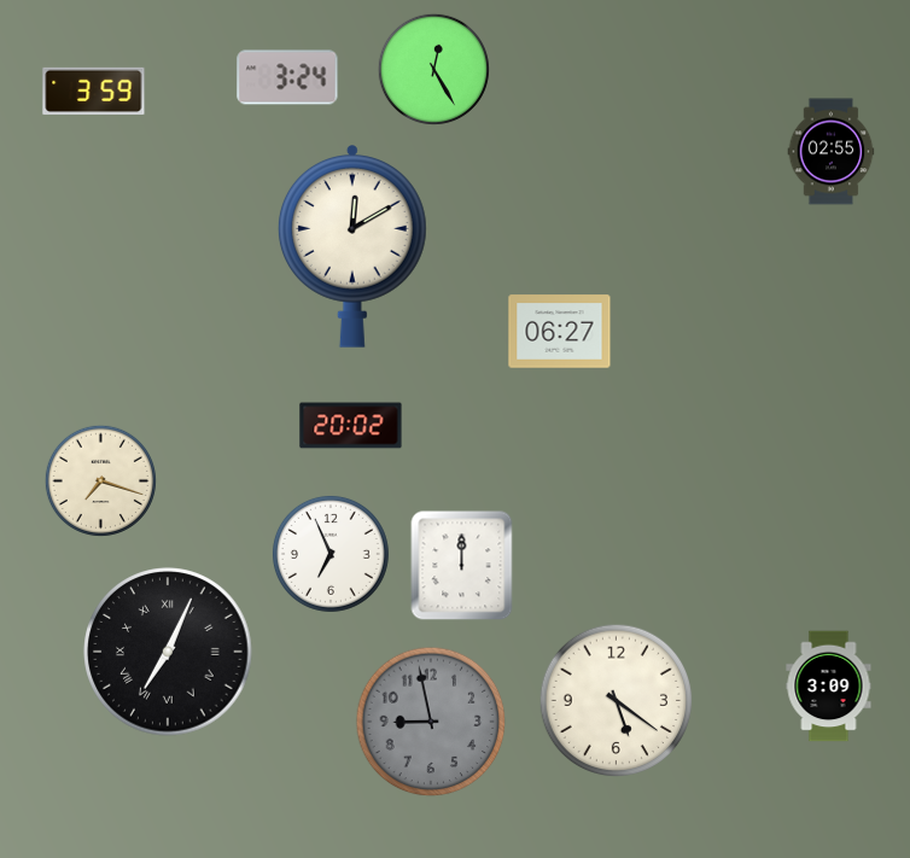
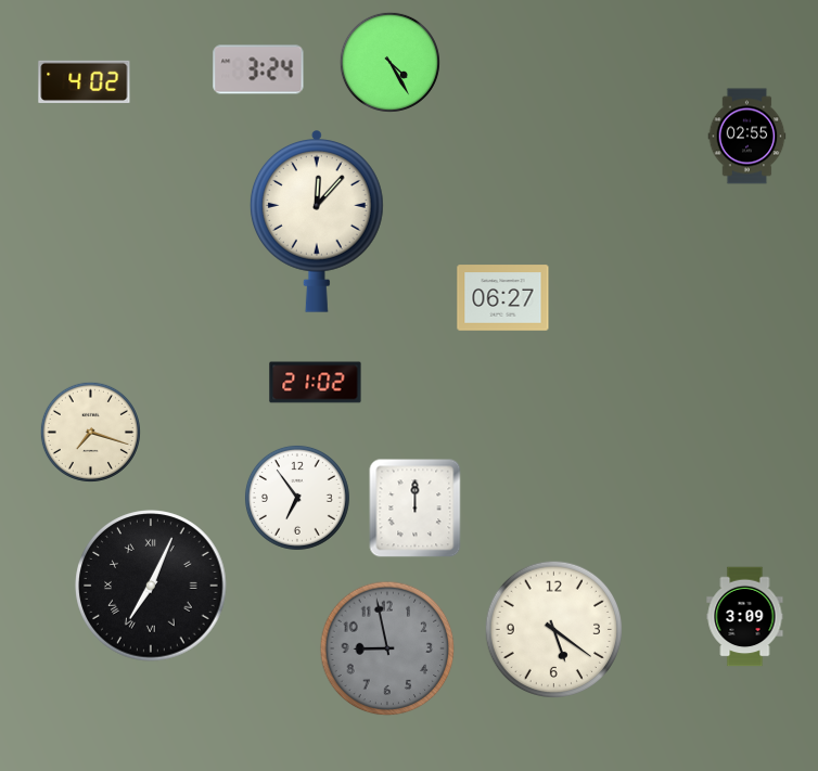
clock at (433, 69): 12:25 -> 4:25
clock at (94, 91): 3:59 -> 4:02
clock at (352, 246): 12:10 -> 12:07
clock at (351, 426): 20:02 -> 21:02
clock at (331, 554): 6:56 -> 6:54
